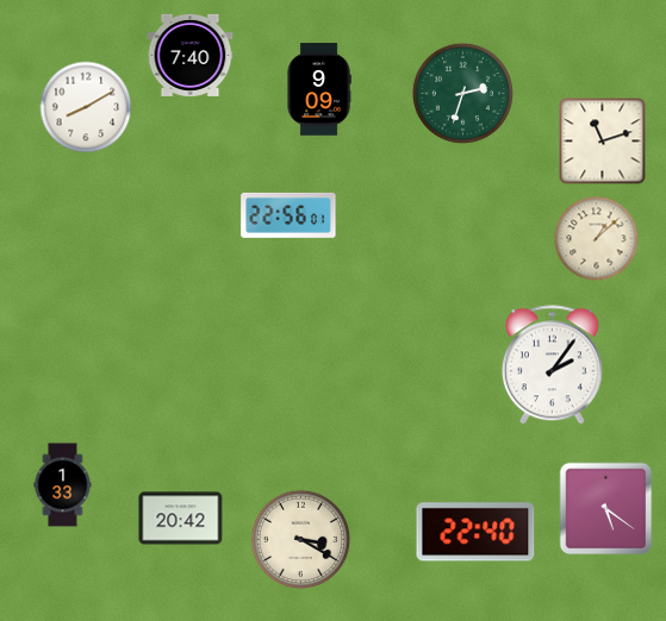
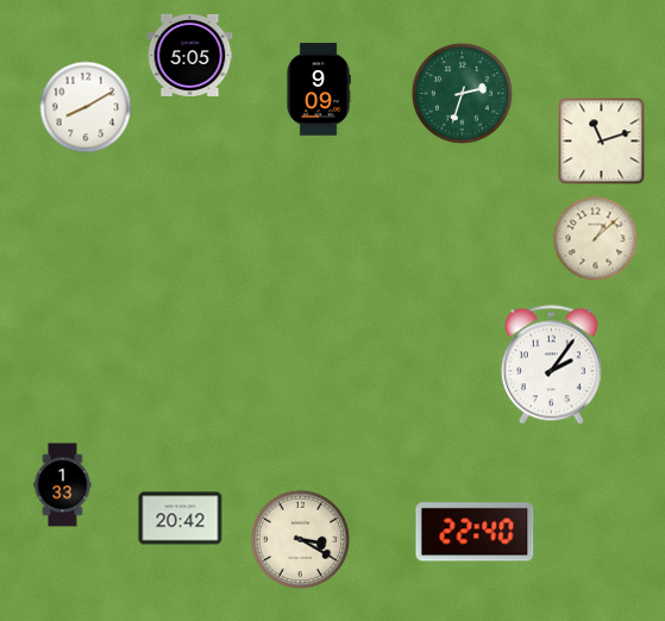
clock at (191, 55): 7:40 -> 5:05
clock at (288, 215): 22:56 -> none
clock at (606, 509): 5:21 -> none
